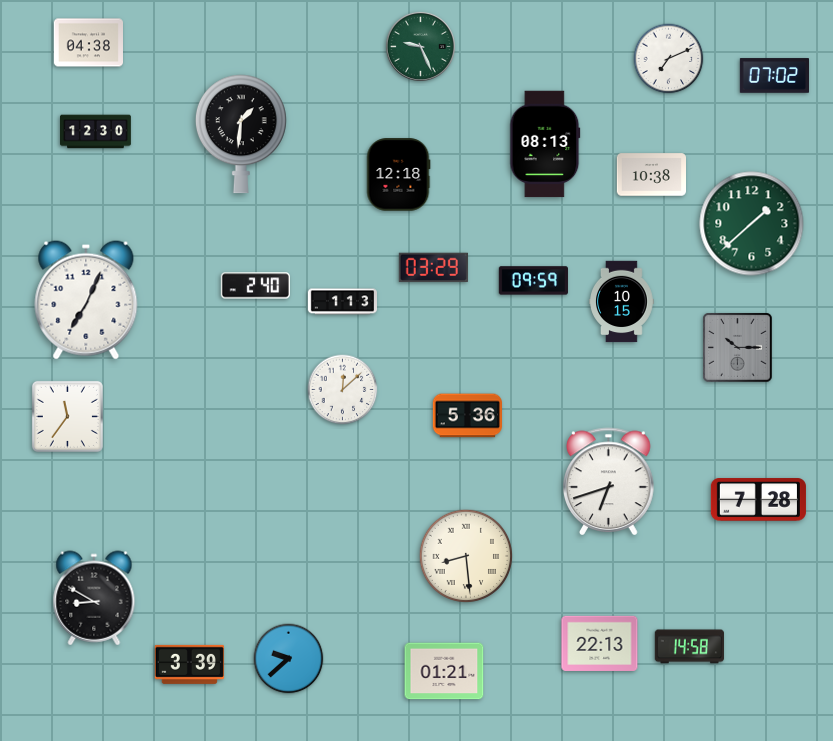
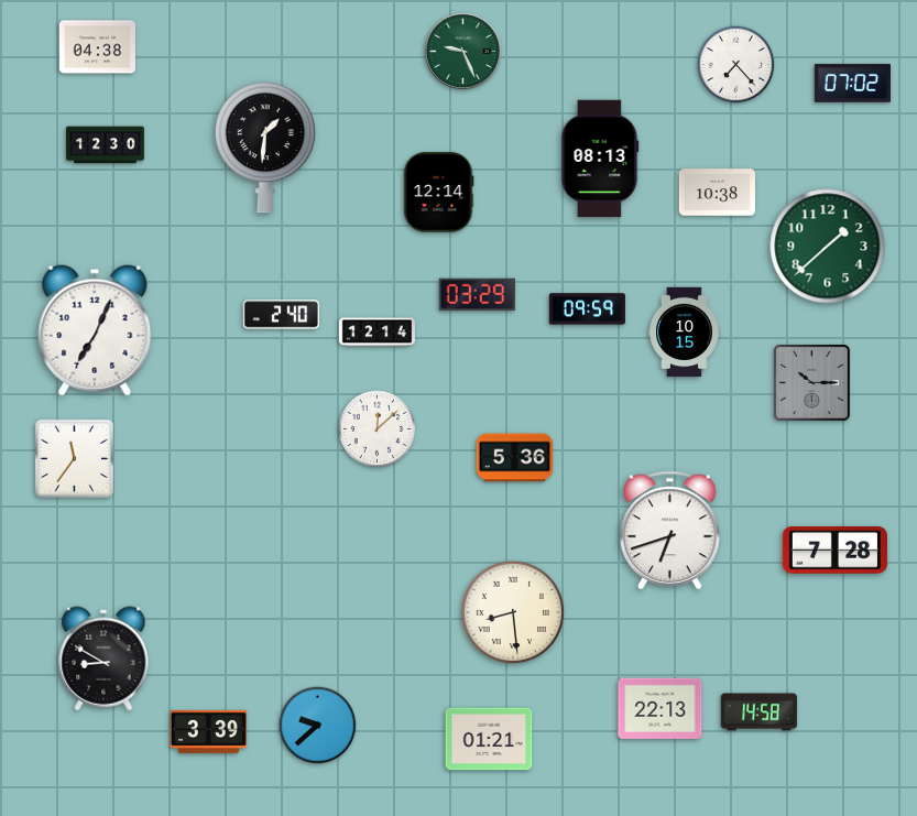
clock at (669, 59): 7:11 -> 7:23
clock at (398, 175): 12:18 -> 12:14
clock at (342, 302): 1:13 -> 12:14
